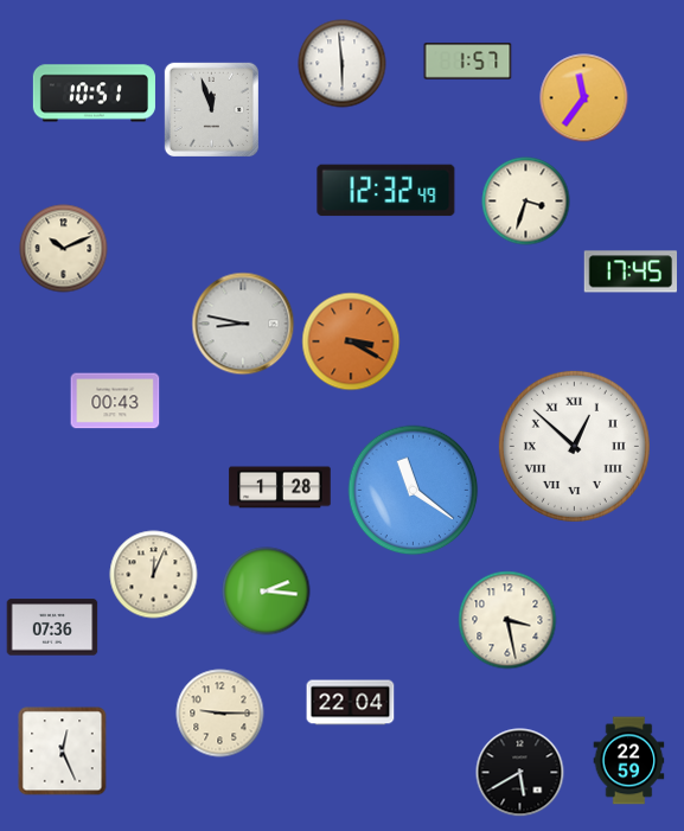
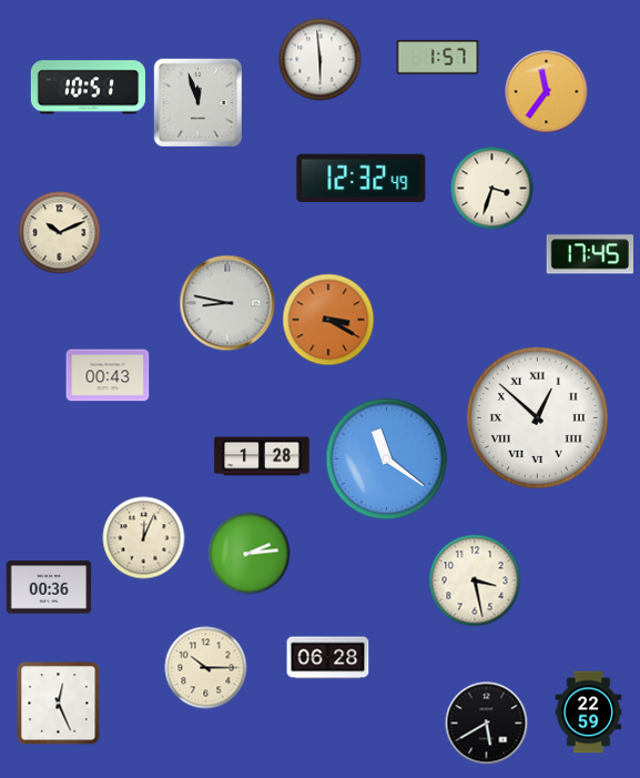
clock at (267, 592): 2:16 -> 2:14
clock at (52, 627): 07:36 -> 00:36
clock at (351, 703): 22:04 -> 06:28
clock at (220, 714): 9:15 -> 10:15
